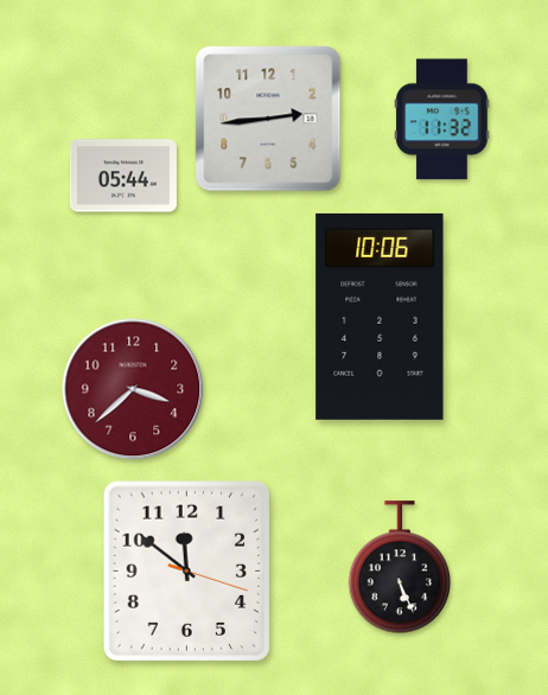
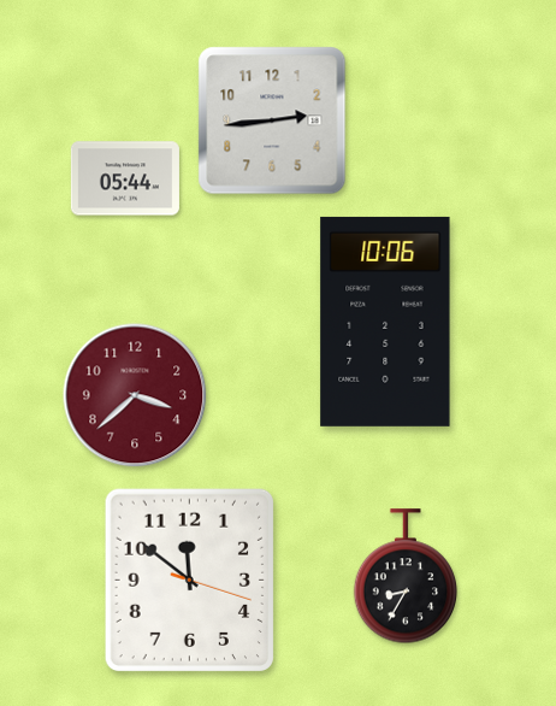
clock at (442, 120): 11:32 -> none
clock at (400, 568): 5:26 -> 8:35
